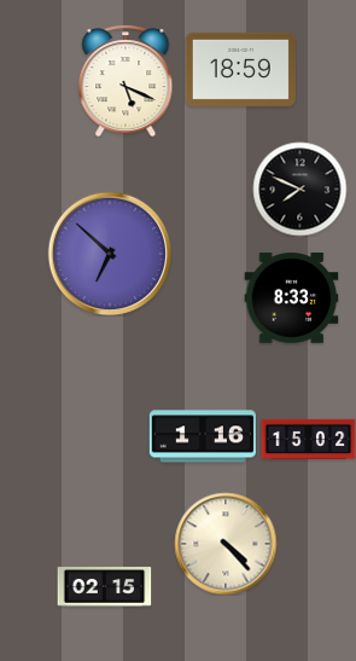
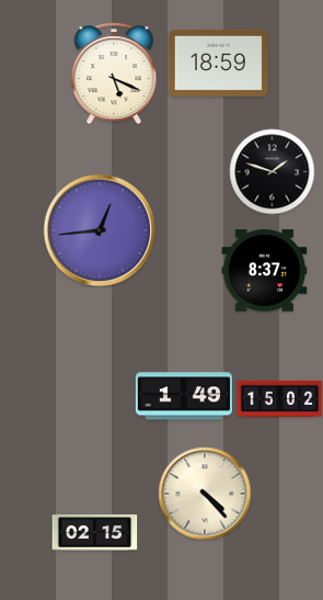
clock at (299, 189): 7:49 -> 1:48
clock at (110, 254): 6:52 -> 12:44
clock at (291, 298): 8:33 -> 8:37
clock at (203, 436): 1:16 -> 1:49
